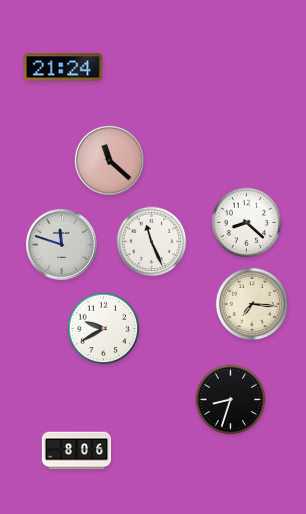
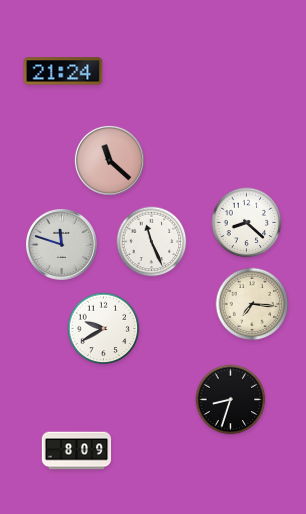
clock at (63, 67) position: (63, 67) -> (63, 71)
clock at (77, 451): 8:06 -> 8:09
